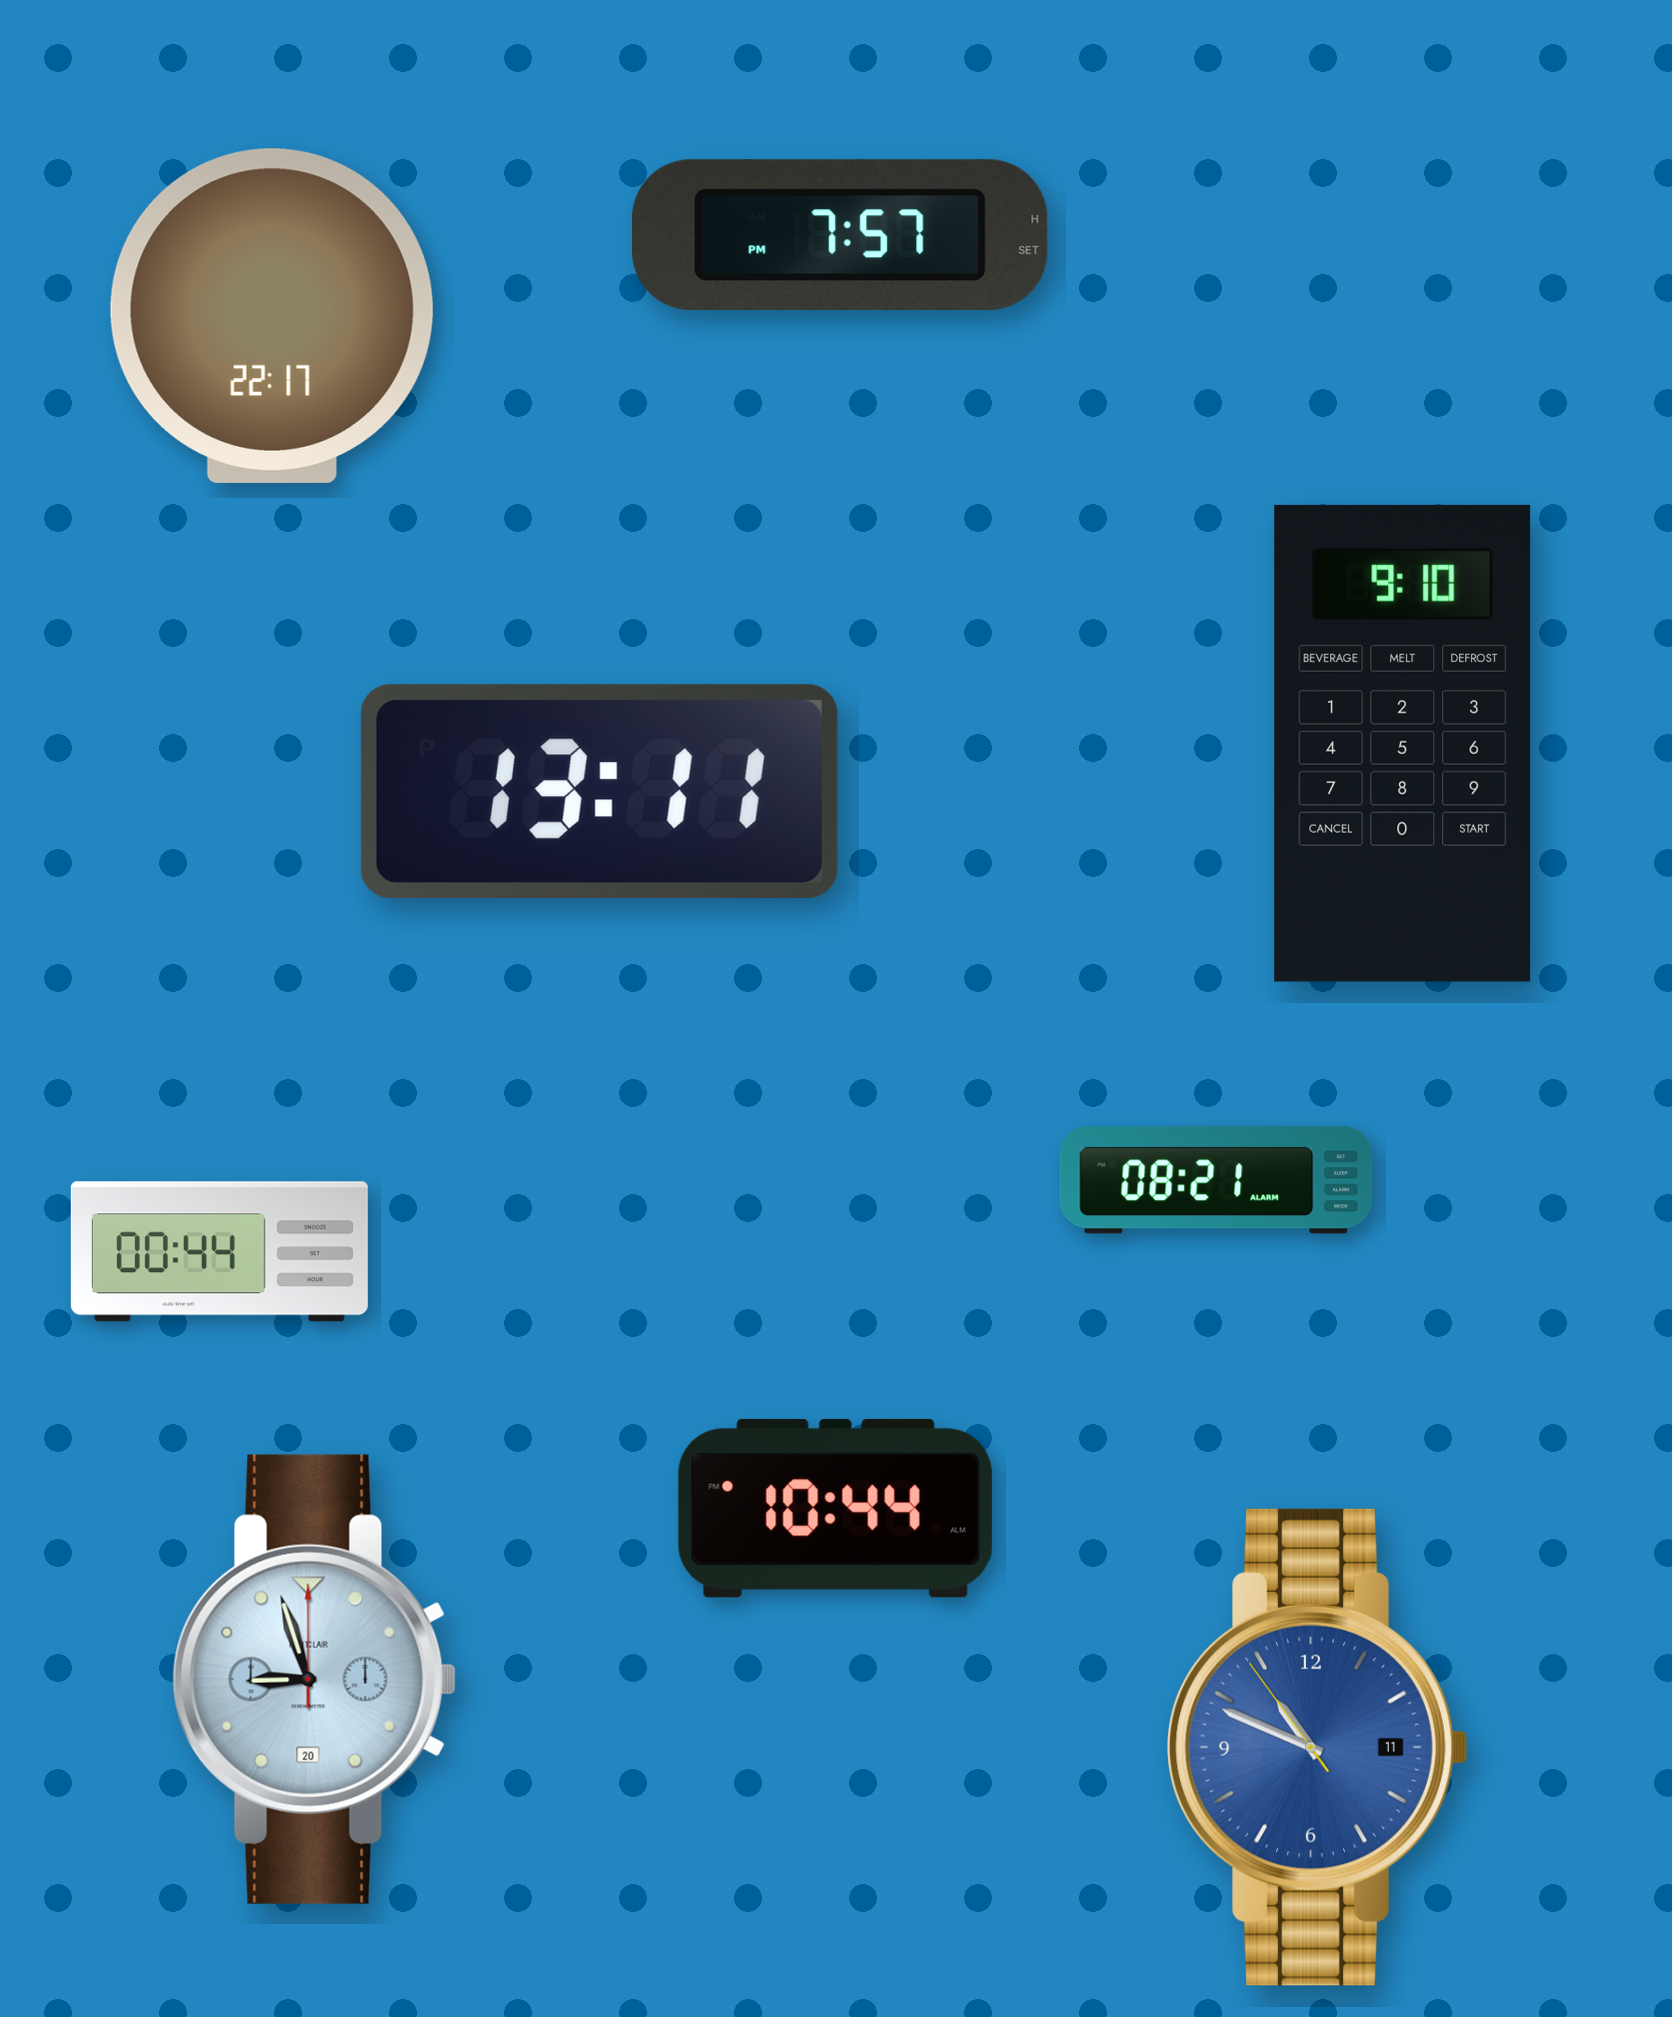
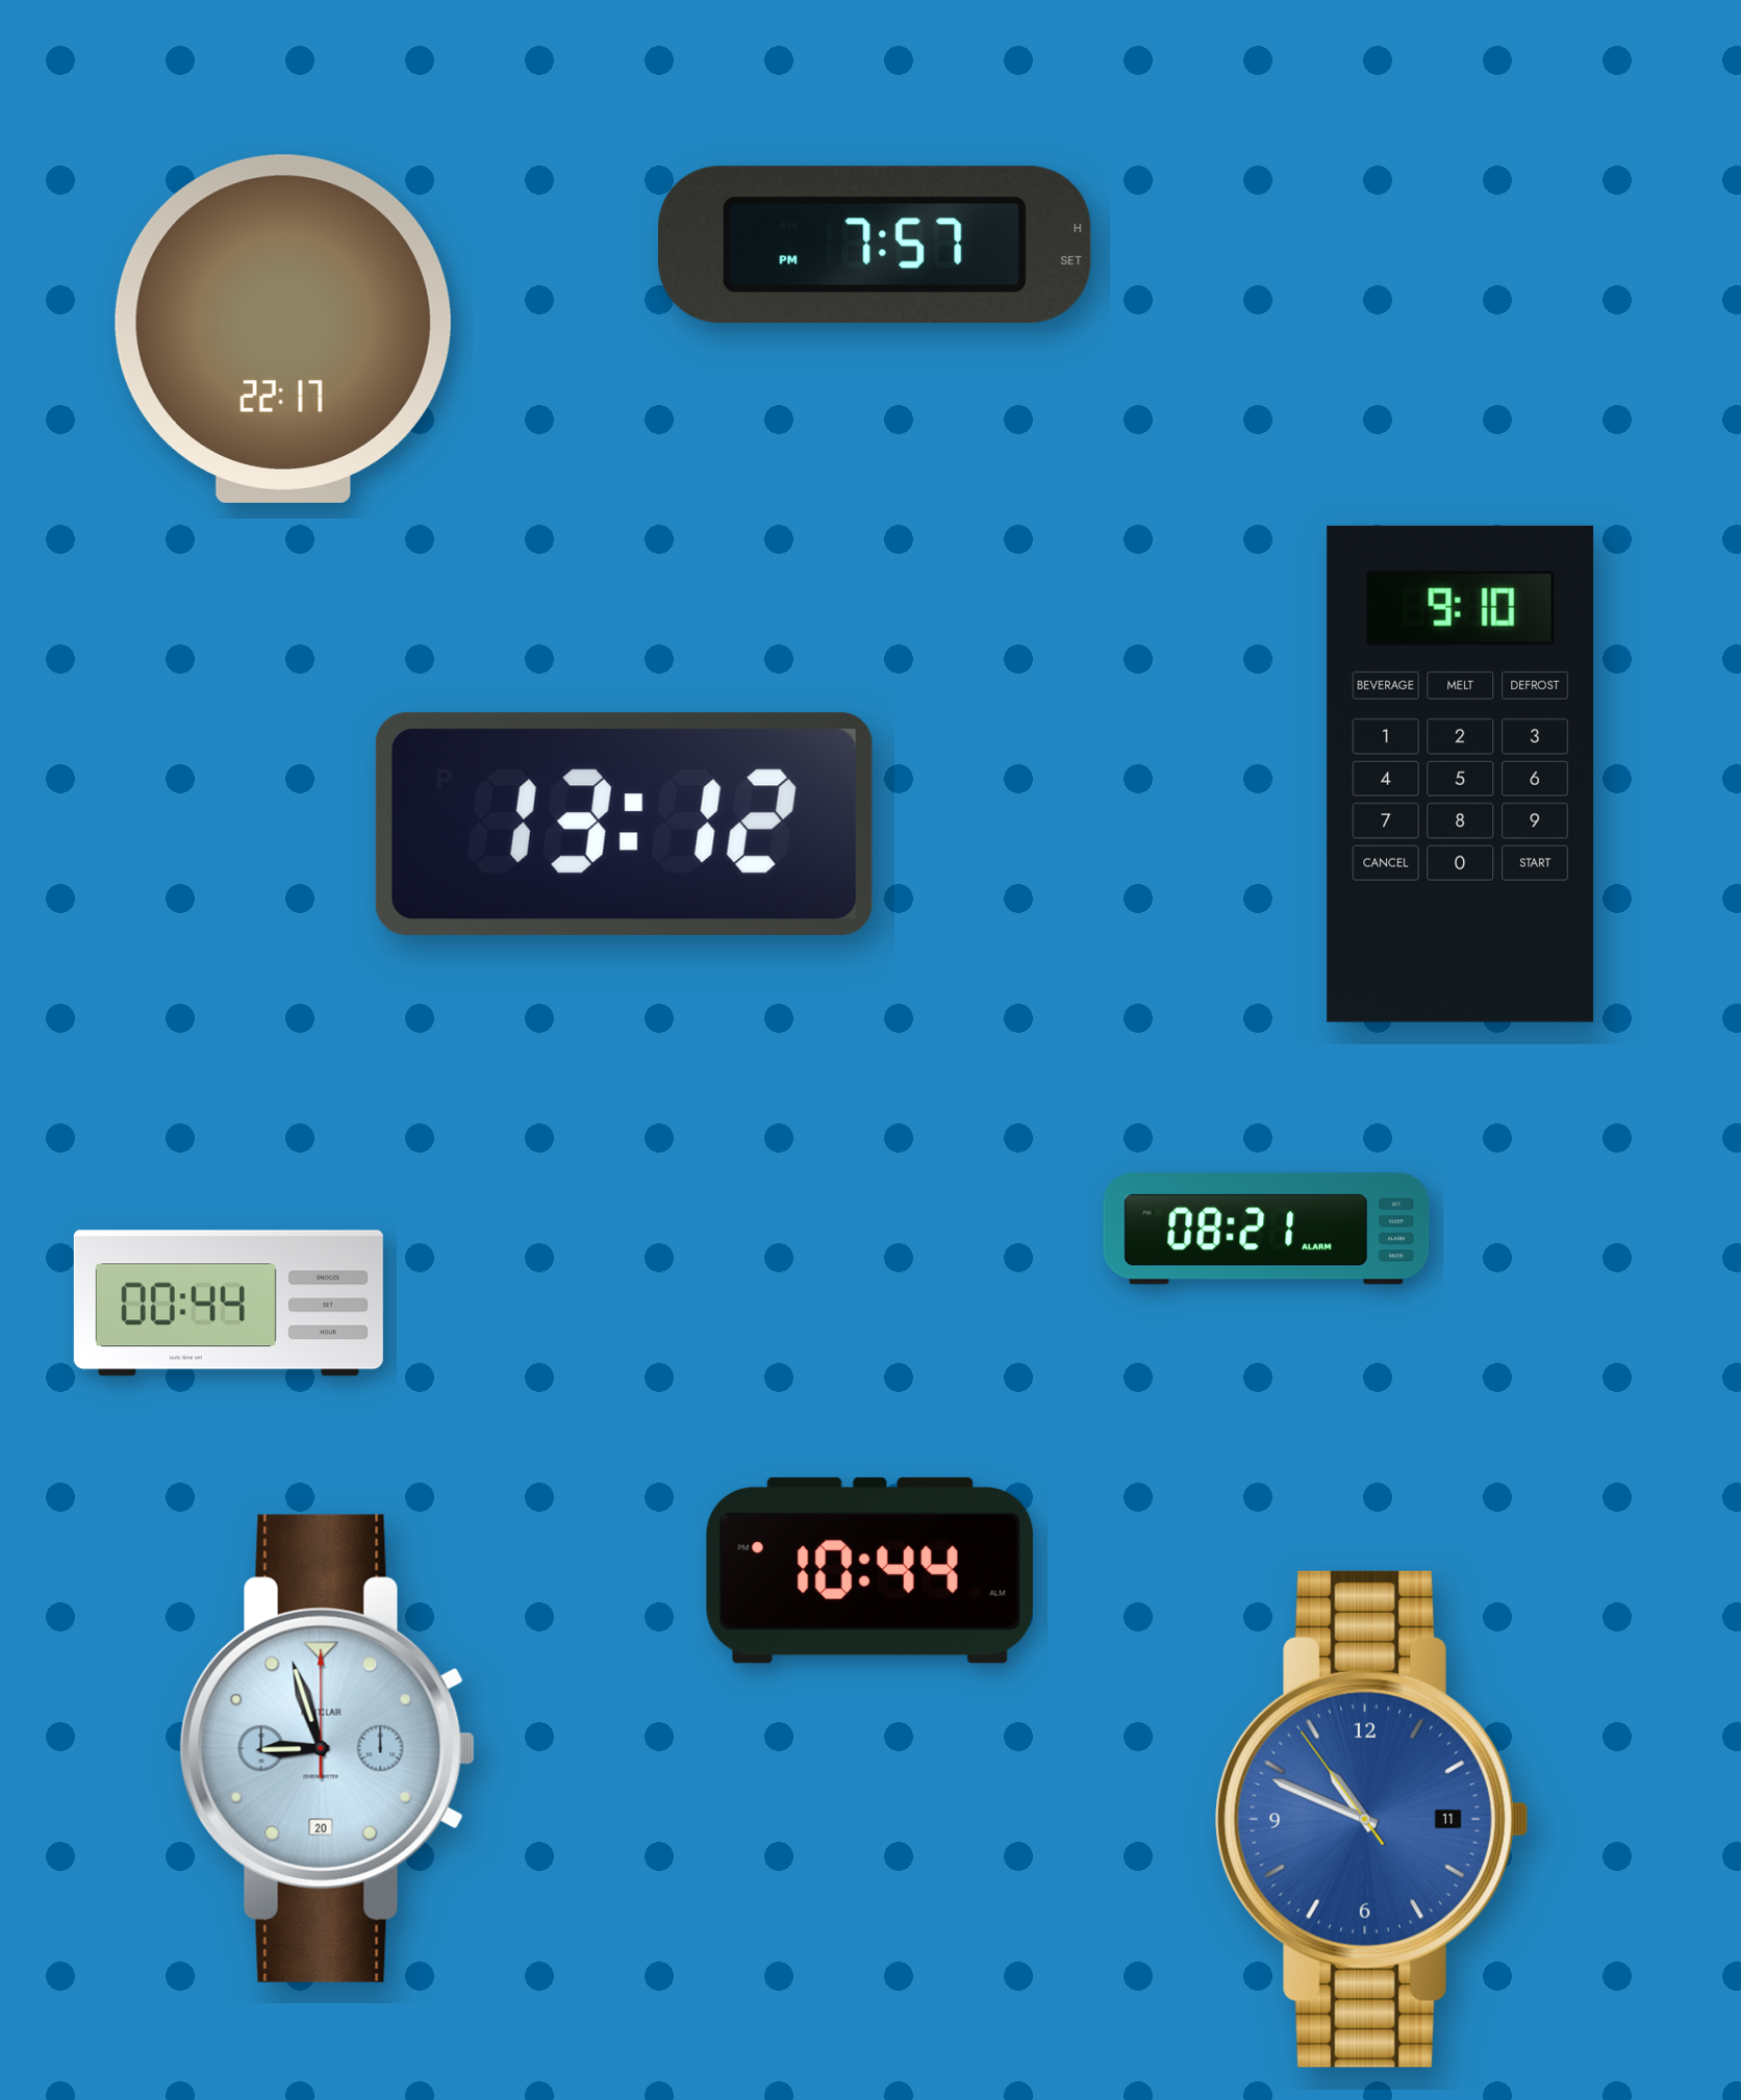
clock at (599, 791): 13:11 -> 13:12
